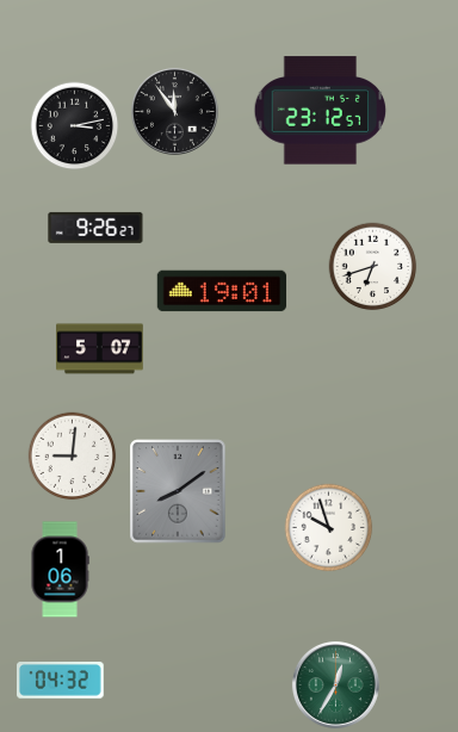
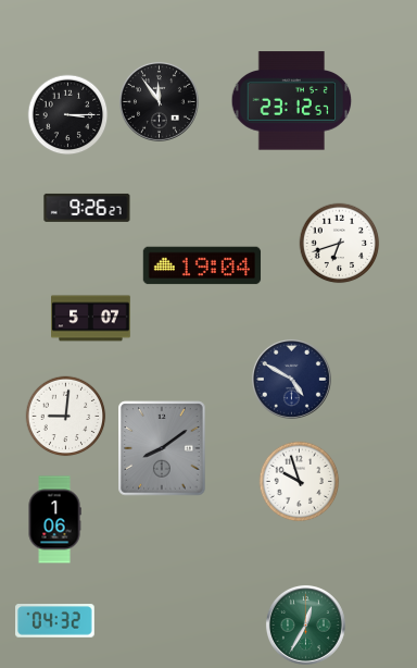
clock at (75, 126): 3:13 -> 3:15
clock at (222, 291): 19:01 -> 19:04
clock at (291, 379): none -> 4:50
